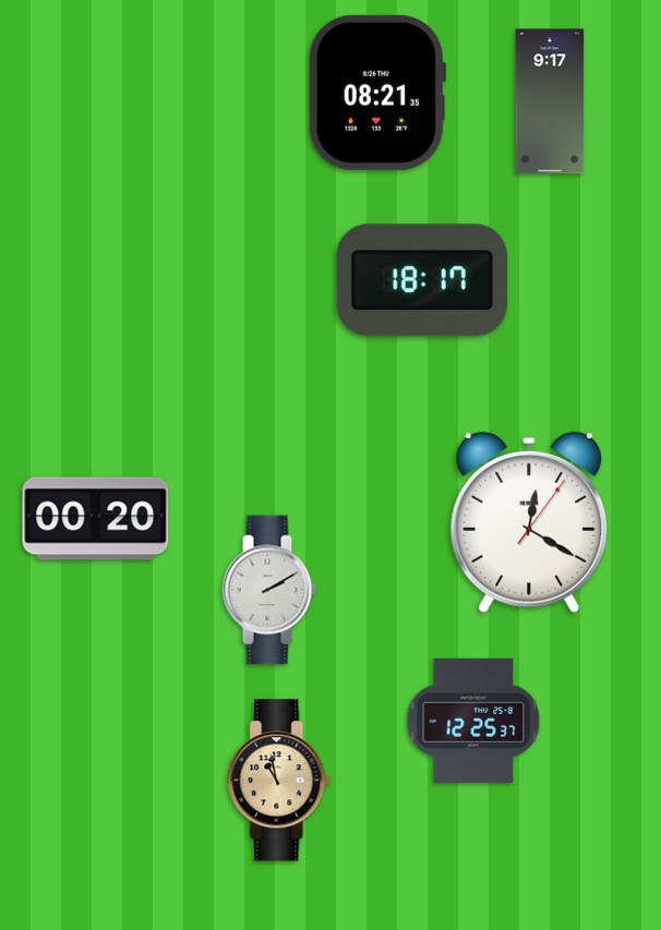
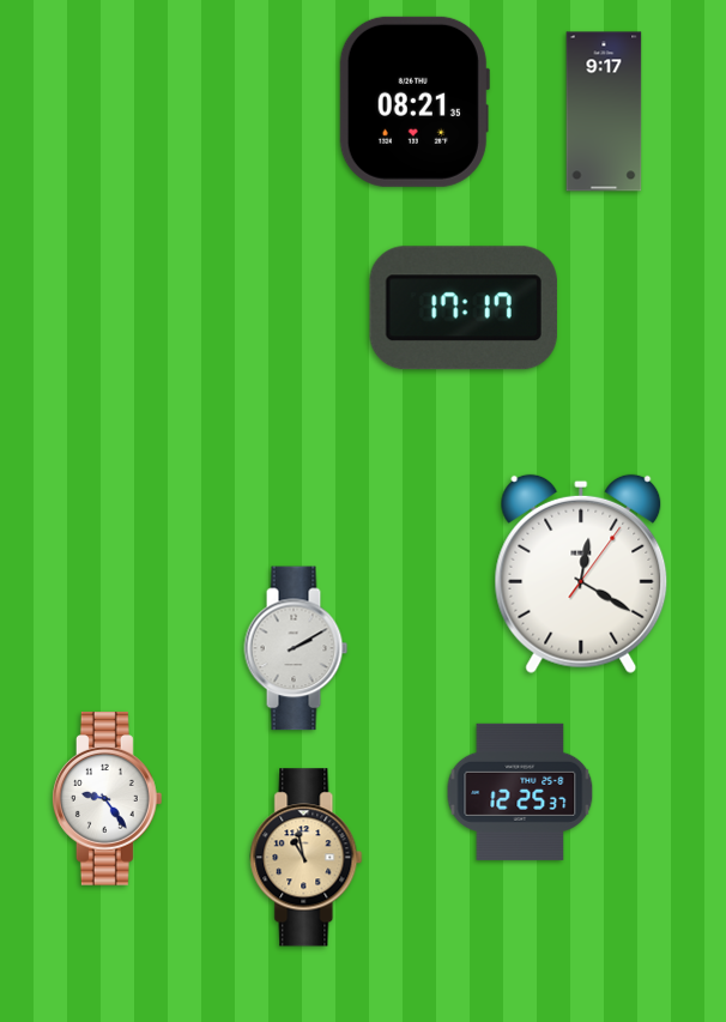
clock at (422, 280): 18:17 -> 17:17
clock at (96, 519): 00:20 -> none
clock at (107, 799): none -> 9:24
